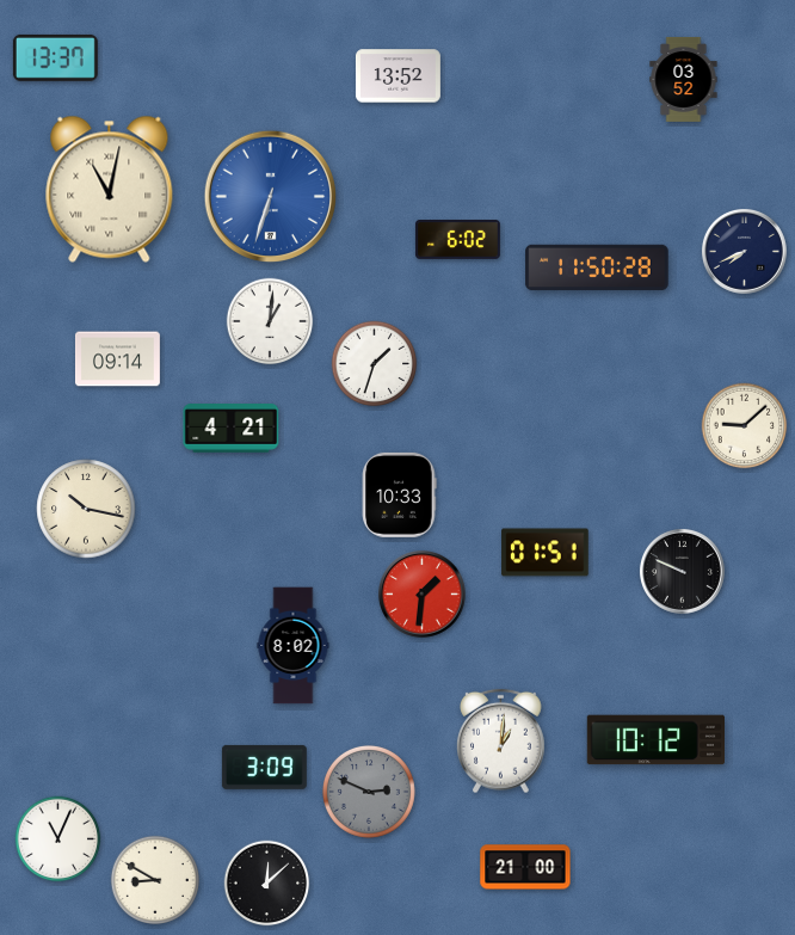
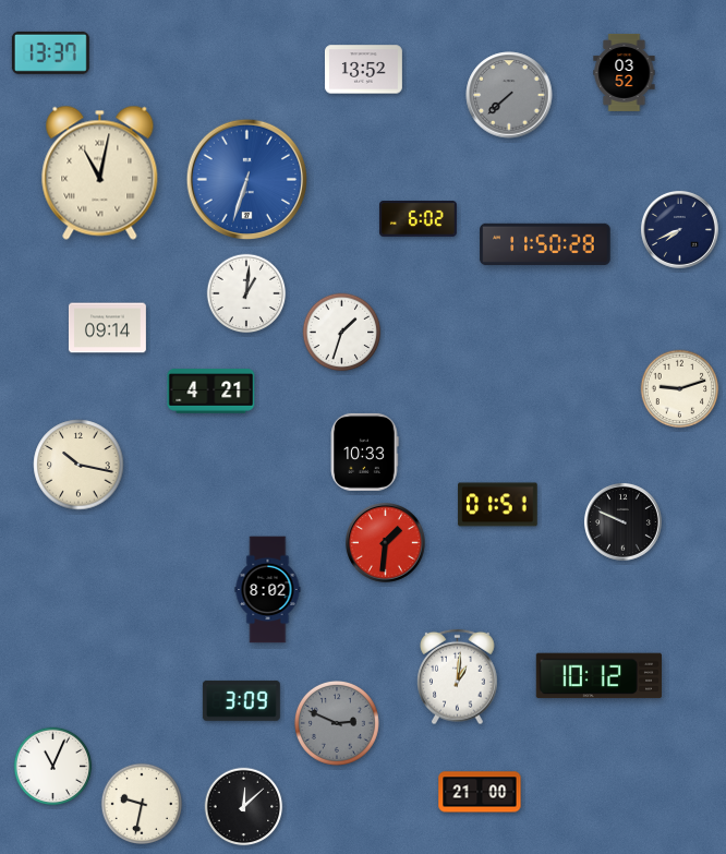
clock at (509, 95): none -> 7:38
clock at (745, 426): 9:08 -> 9:12
clock at (154, 879): 8:50 -> 9:32
